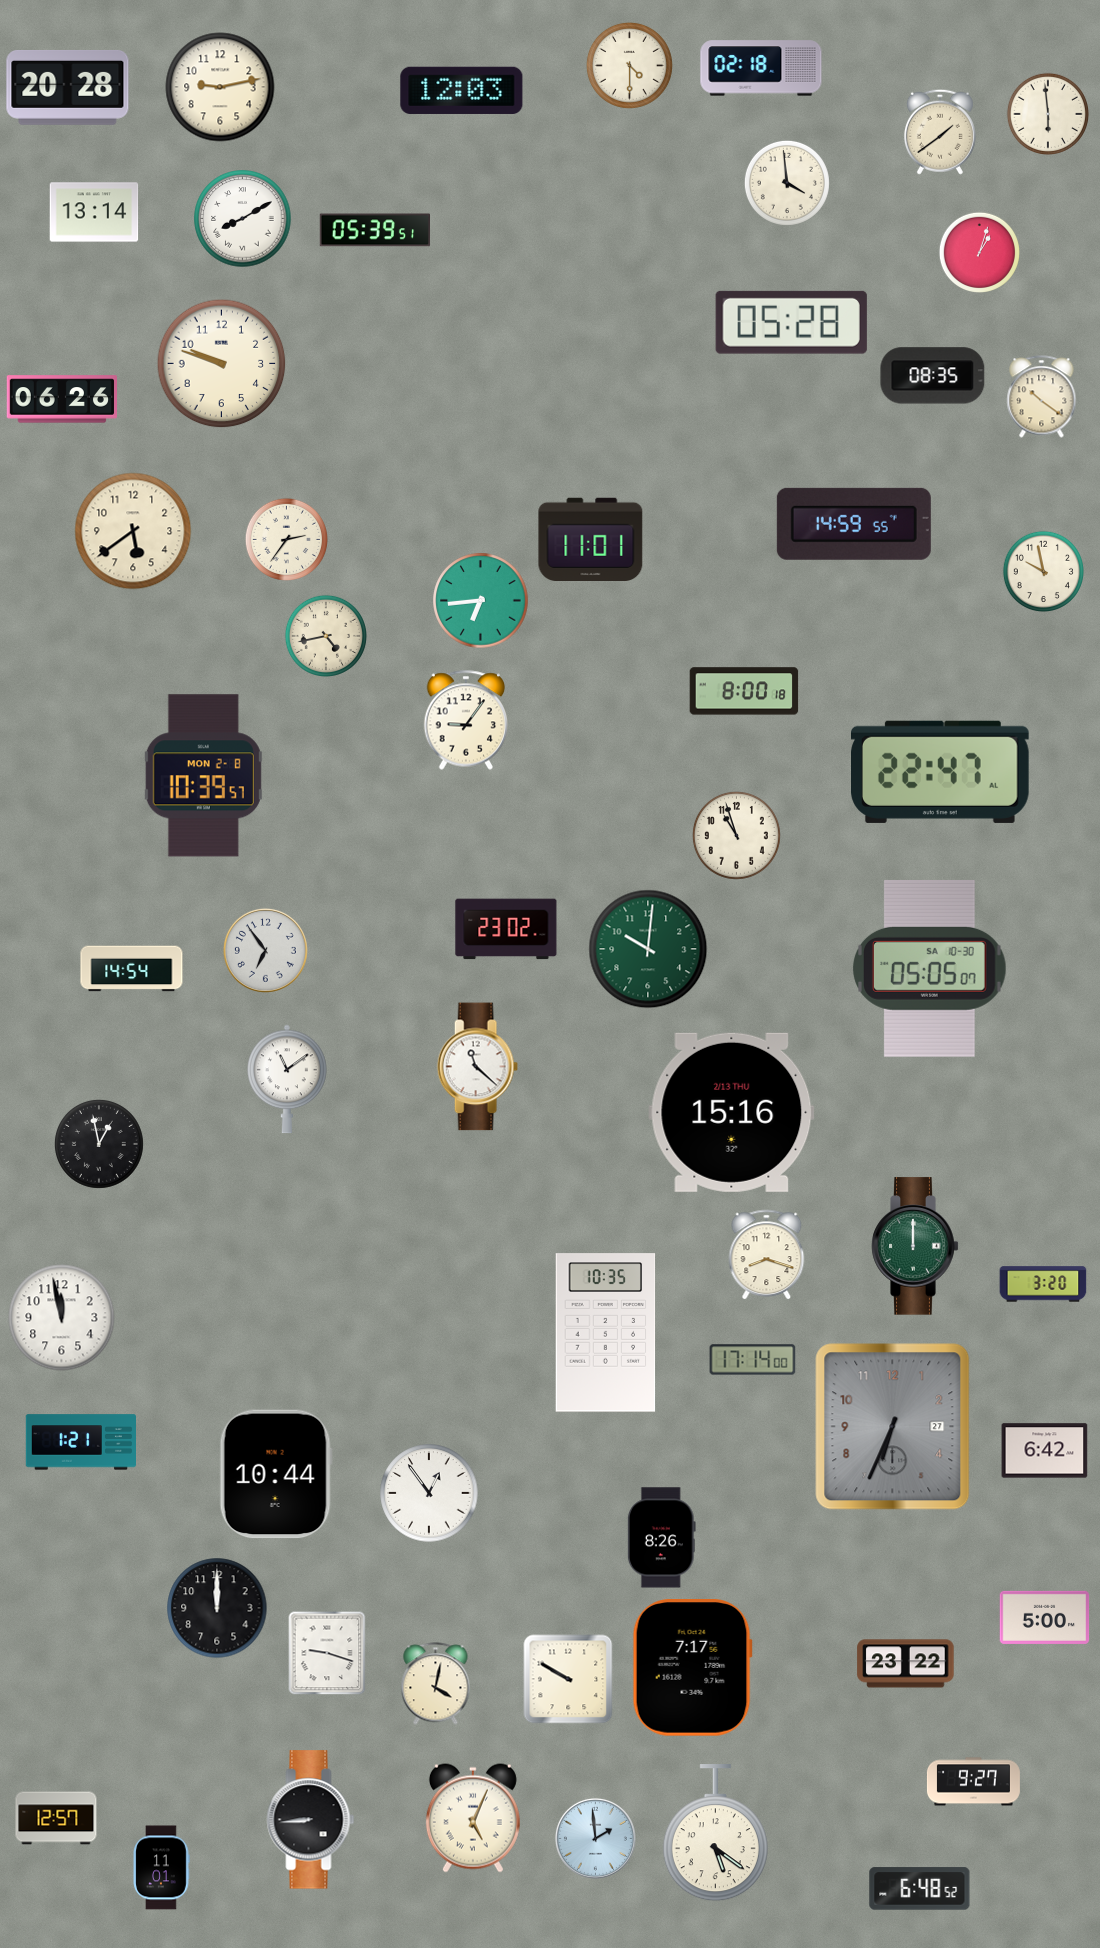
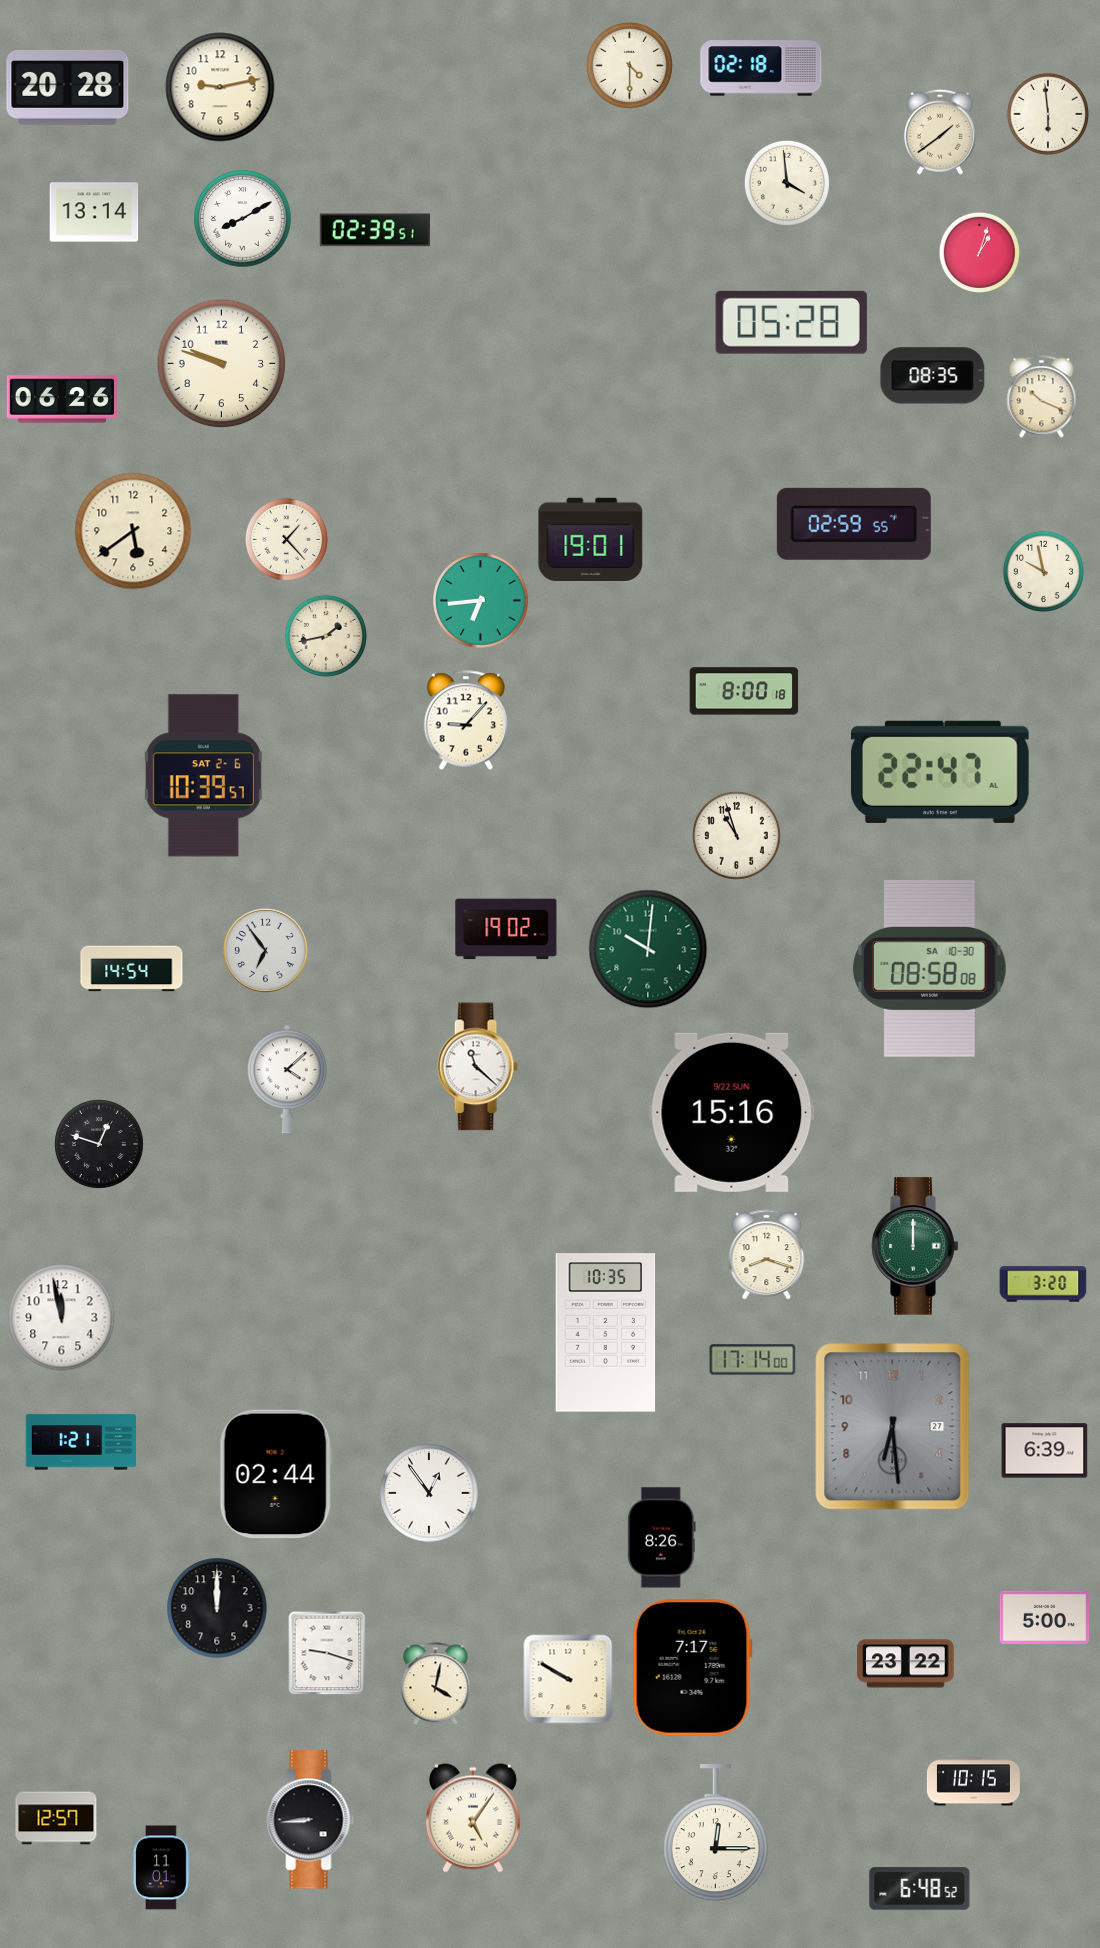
clock at (462, 90): 12:03 -> none
clock at (374, 230): 05:39 -> 02:39
clock at (1042, 397): 10:21 -> 10:19
clock at (854, 524): 14:59 -> 02:59
clock at (286, 539): 2:36 -> 1:23
clock at (591, 539): 11:01 -> 19:01
clock at (326, 636): 4:43 -> 1:43
clock at (466, 720): 9:06 -> 9:07
clock at (203, 776) date: MON 2-8 -> SAT 2-6
clock at (506, 929): 23:02 -> 19:02
clock at (930, 968): 05:05 -> 08:58
clock at (288, 1079): 11:09 -> 4:08
clock at (732, 1112) date: 2/13 THU -> 9/22 SUN
clock at (99, 1144): 12:58 -> 12:48
clock at (893, 1427): 6:34 -> 6:29
clock at (1045, 1451): 6:42 -> 6:39
clock at (276, 1474): 10:44 -> 02:44
clock at (973, 1782): 9:27 -> 10:15
clock at (473, 1818): 5:04 -> 5:06
clock at (715, 1833): 5:21 -> 12:15
clock at (595, 1838): 1:59 -> none
